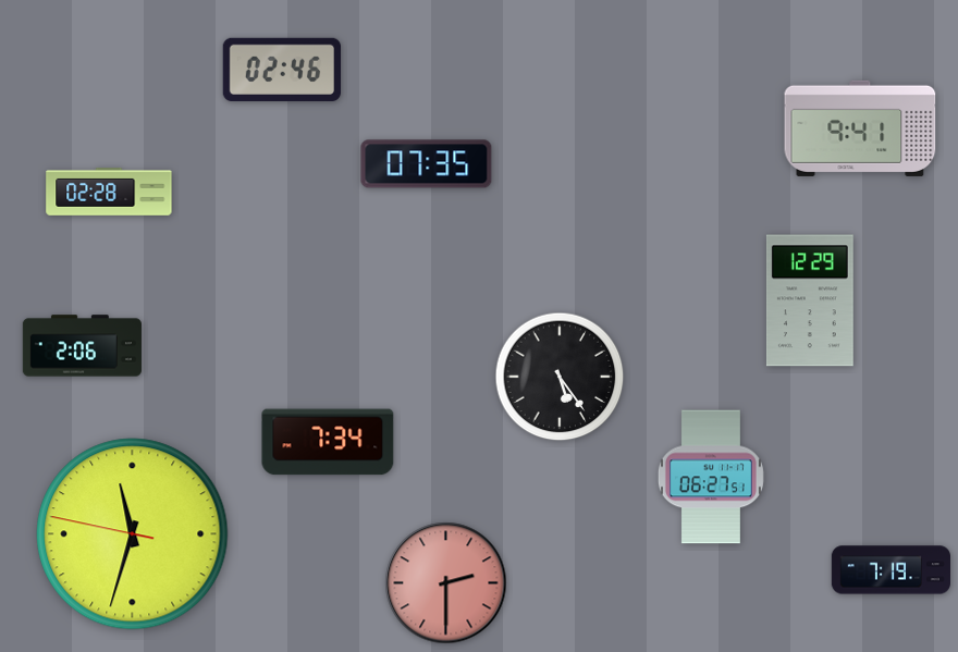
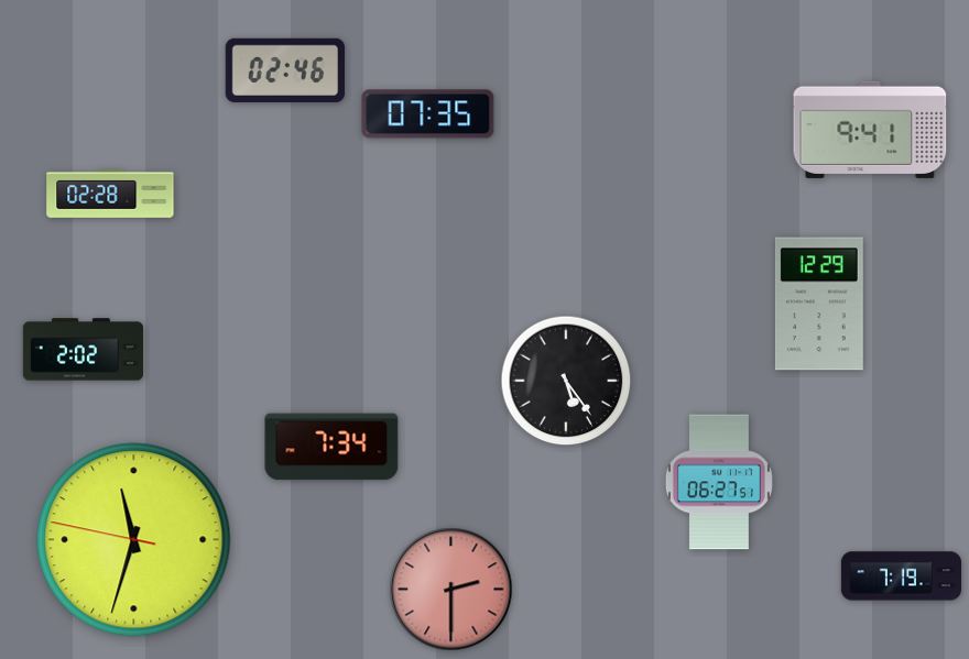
clock at (427, 164) position: (427, 164) -> (428, 114)
clock at (82, 346): 2:06 -> 2:02
